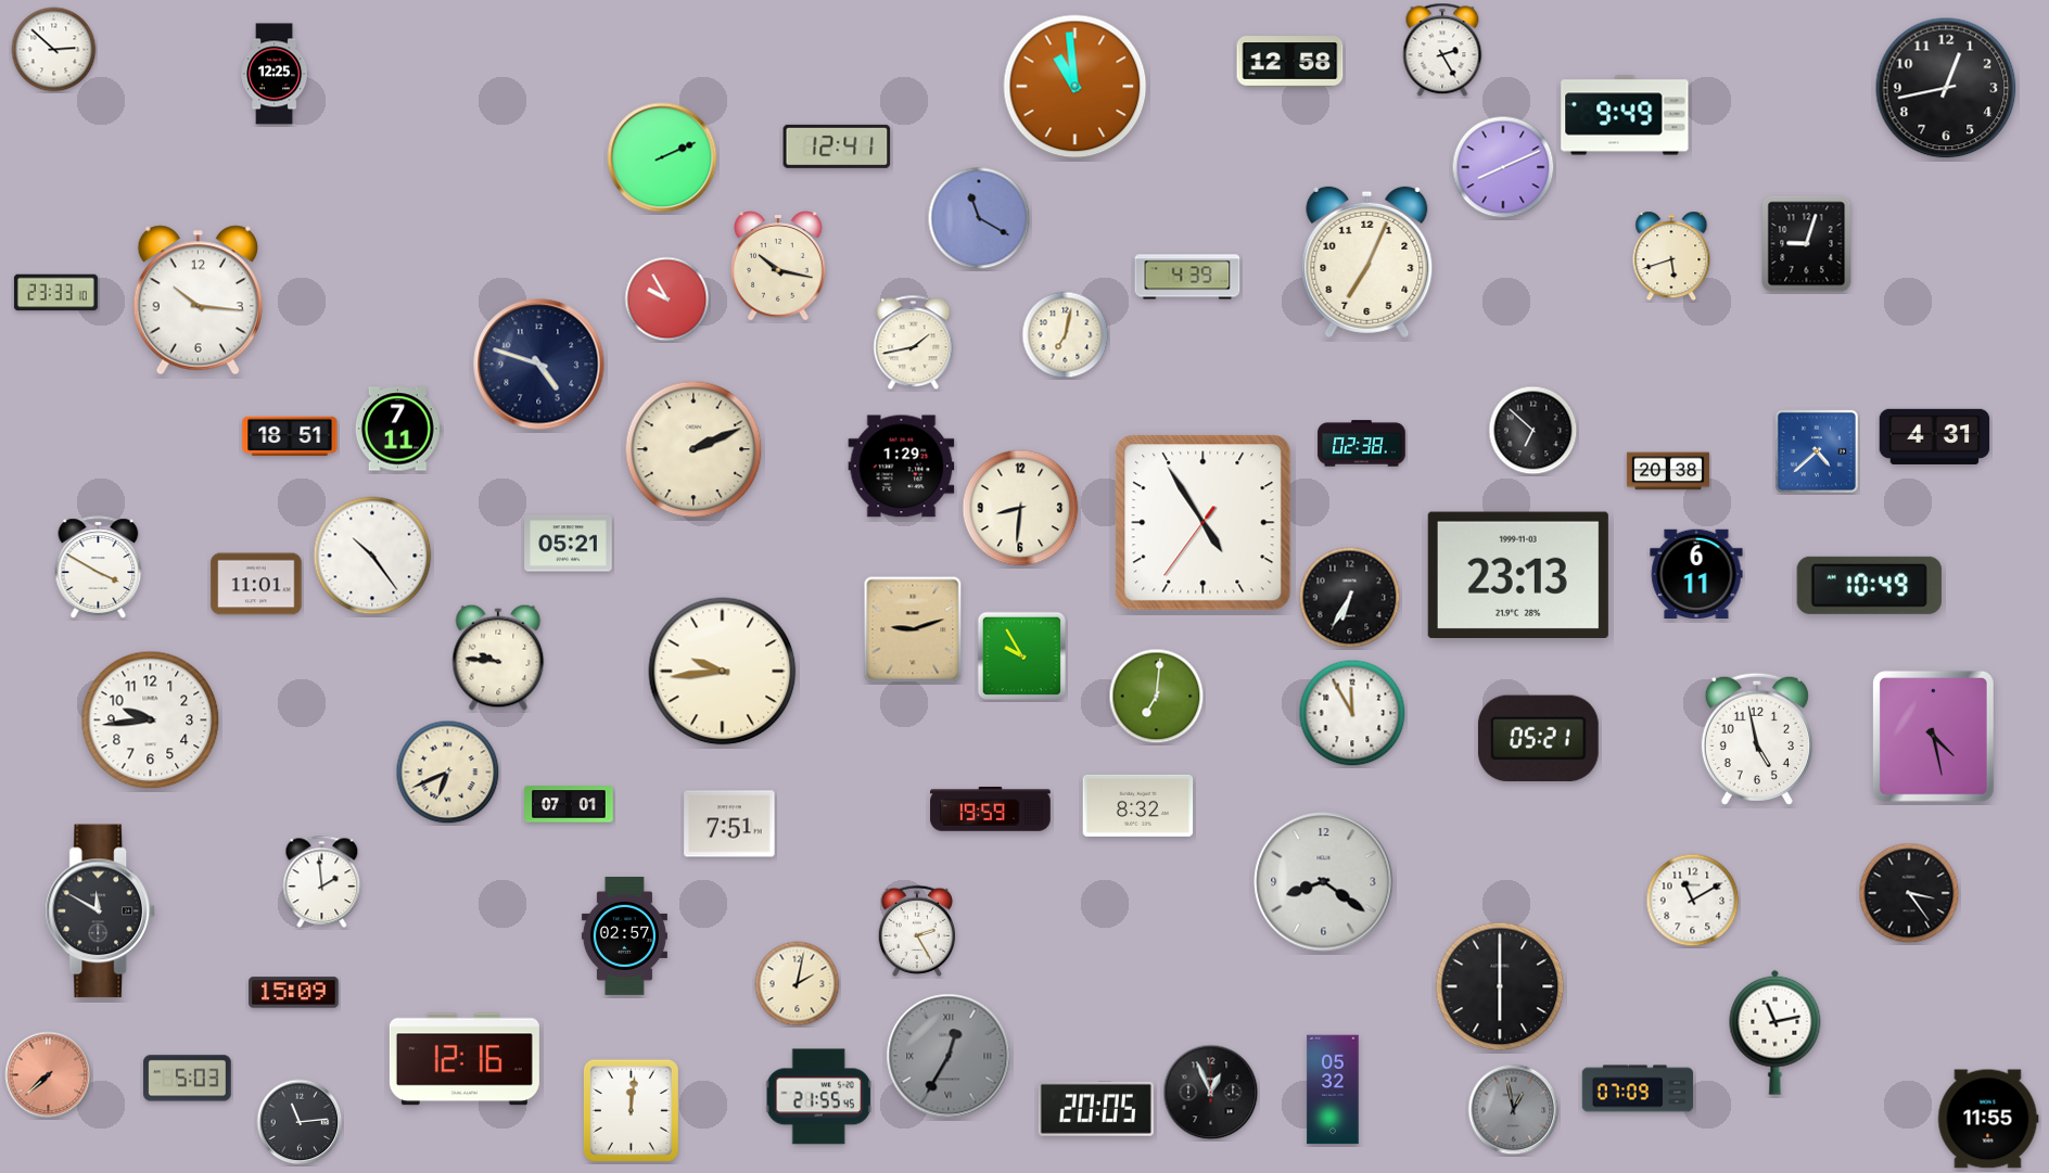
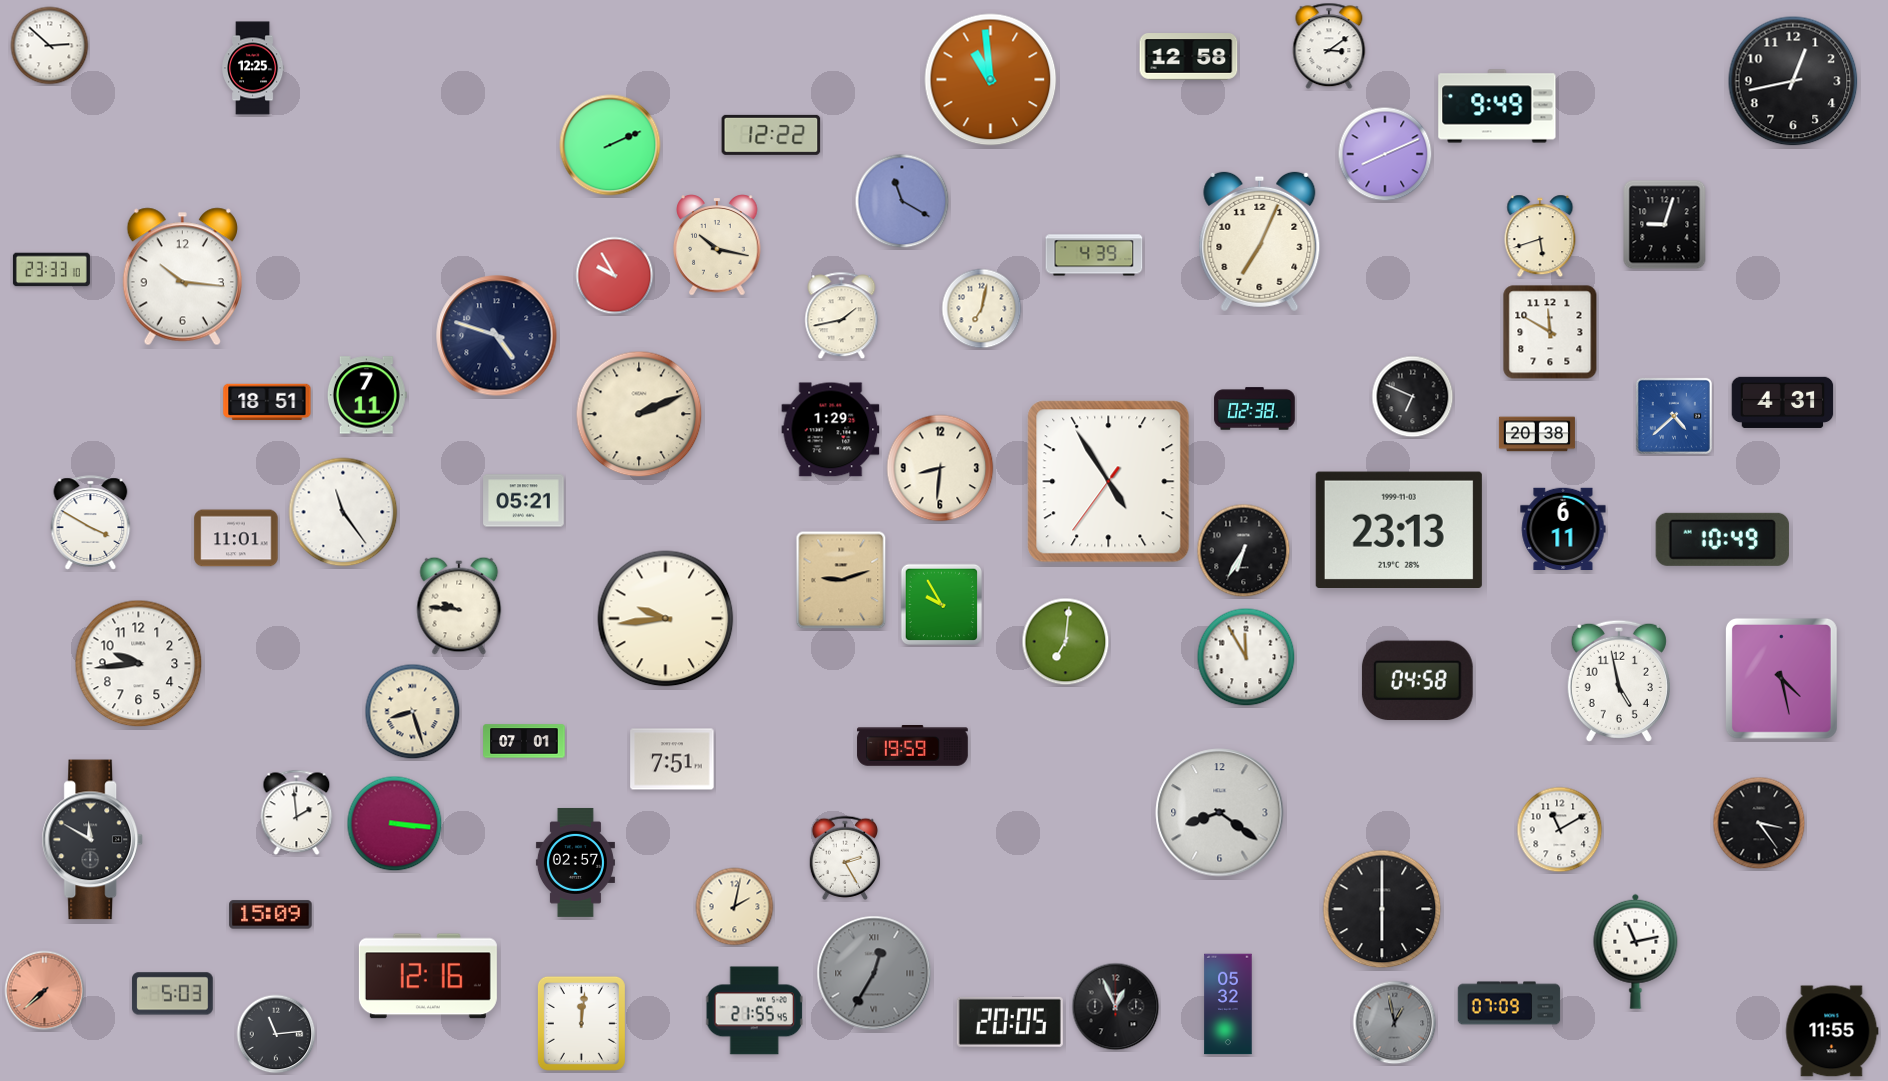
clock at (1442, 50): 2:25 -> 3:09
clock at (837, 146): 12:41 -> 12:22
clock at (1550, 332): none -> 11:50
clock at (1533, 431): 6:52 -> 6:49
clock at (372, 556): 10:24 -> 11:24
clock at (1538, 739): 05:21 -> 04:58
clock at (448, 773): 6:41 -> 8:27
clock at (1138, 805): 8:32 -> none
clock at (395, 824): none -> 3:16
